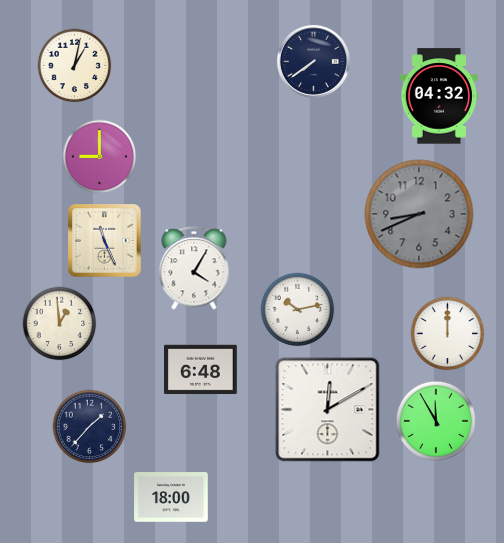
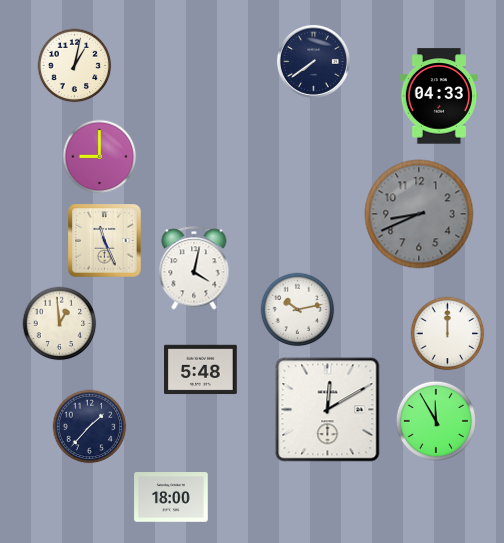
clock at (439, 96): 04:32 -> 04:33
clock at (194, 268): 4:05 -> 4:02
clock at (201, 370): 6:48 -> 5:48
